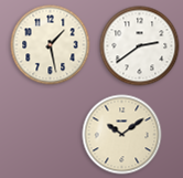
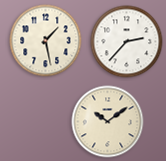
clock at (140, 46): 2:39 -> 2:37
clock at (122, 135) position: (122, 135) -> (108, 122)
